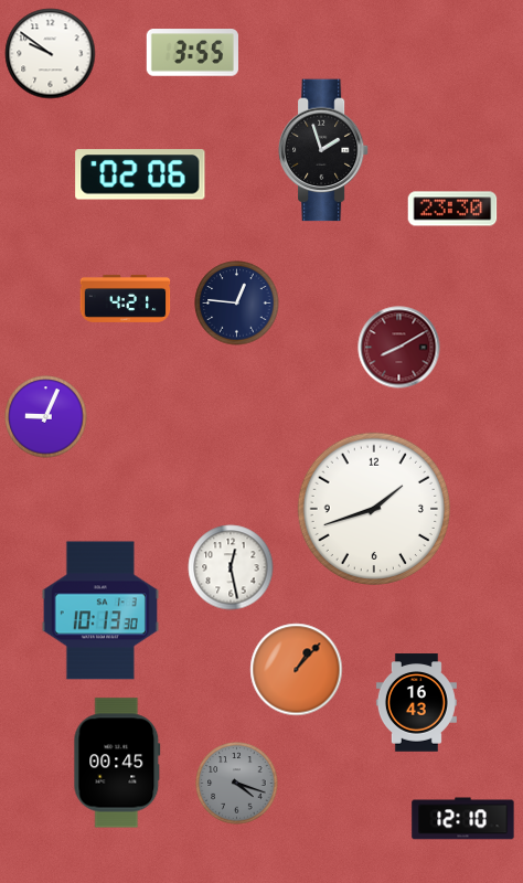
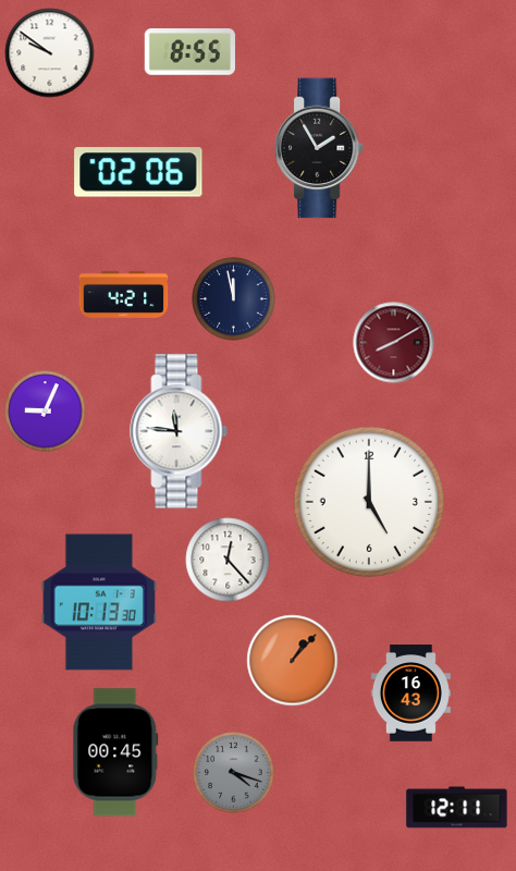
clock at (192, 53): 3:55 -> 8:55
clock at (323, 150): 1:57 -> 1:55
clock at (452, 209): 23:30 -> none
clock at (237, 304): 12:46 -> 11:58
clock at (179, 431): none -> 11:46
clock at (373, 508): 1:42 -> 5:00
clock at (231, 567): 12:28 -> 12:23
clock at (463, 819): 12:10 -> 12:11
